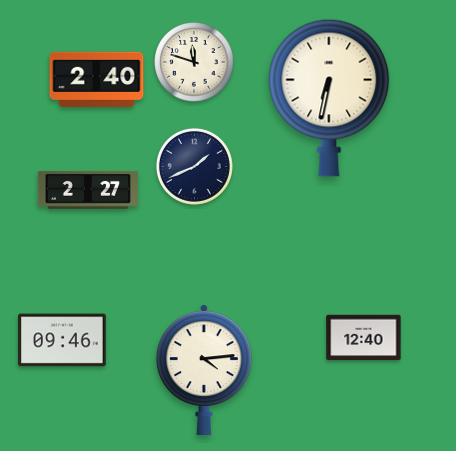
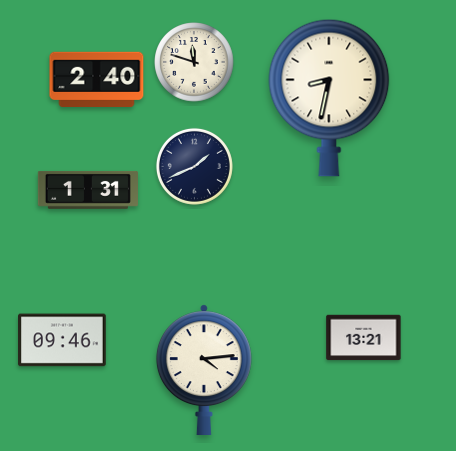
clock at (329, 98): 6:32 -> 8:32
clock at (88, 190): 2:27 -> 1:31
clock at (364, 338): 12:40 -> 13:21
